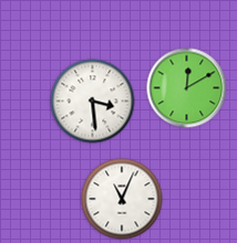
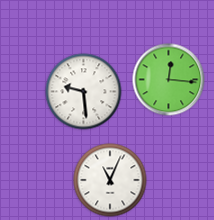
clock at (187, 88): 12:10 -> 12:16
clock at (93, 102): 3:29 -> 9:29
